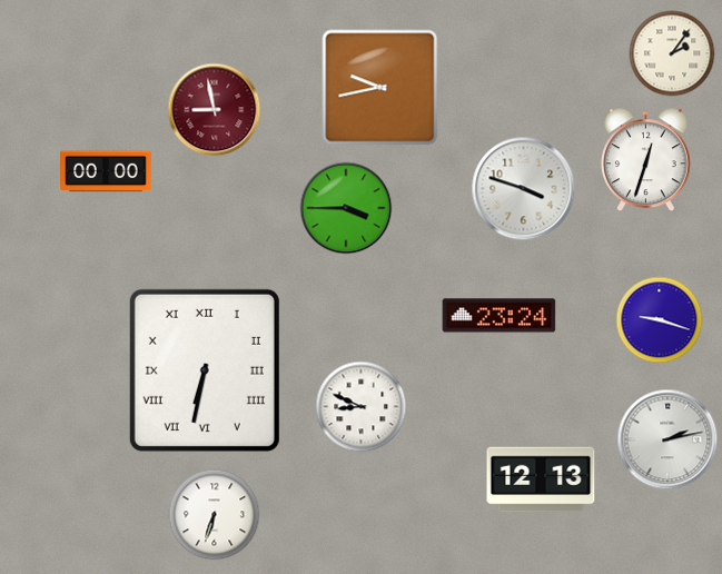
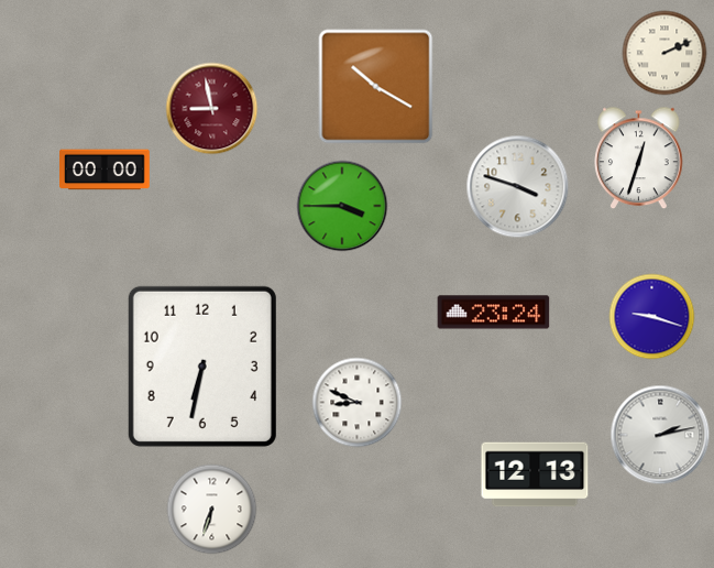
clock at (672, 53): 2:06 -> 2:11
clock at (380, 88): 9:43 -> 10:20
clock at (205, 370) numerals: Roman -> Arabic
